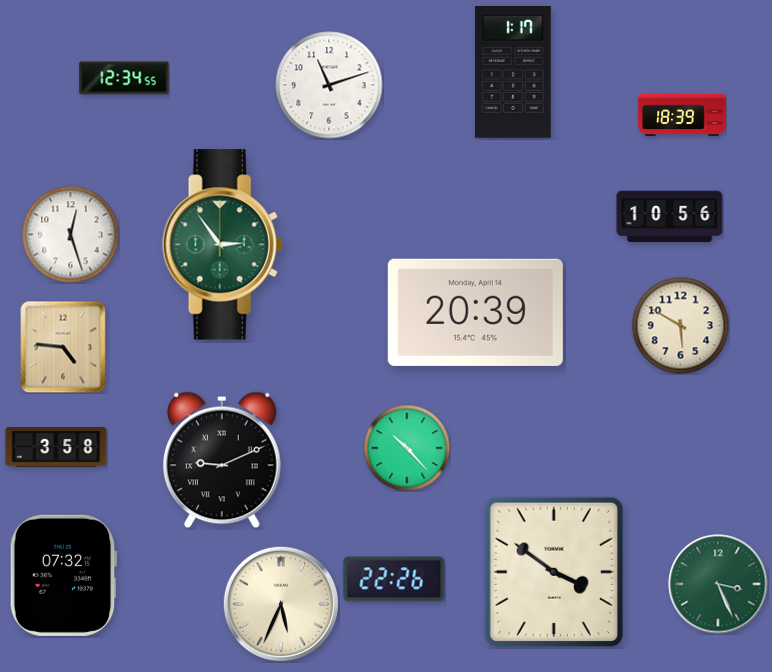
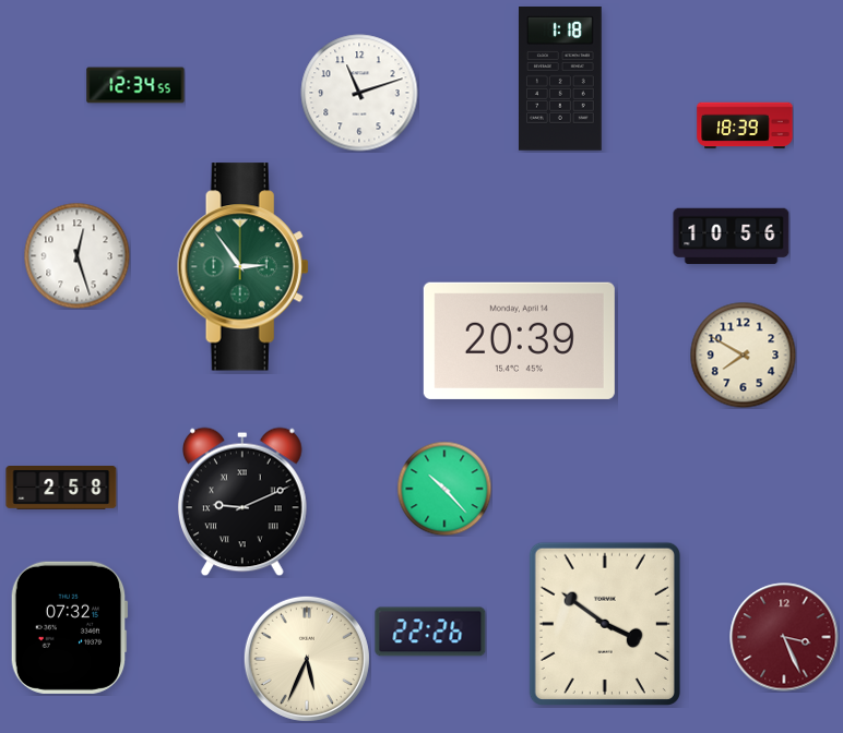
clock at (514, 73): 1:17 -> 1:18
clock at (680, 325): 5:50 -> 7:50
clock at (63, 347): 4:46 -> none
clock at (56, 448): 3:58 -> 2:58
clock at (718, 584) dial: green -> burgundy
